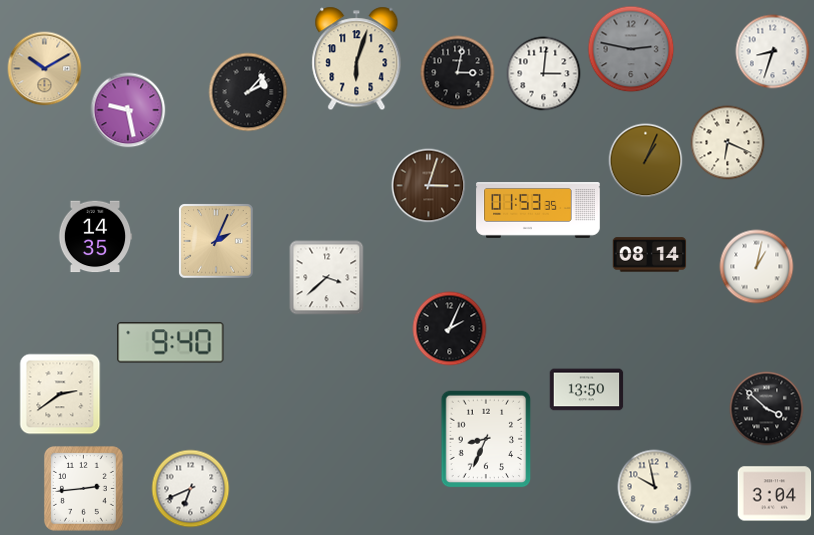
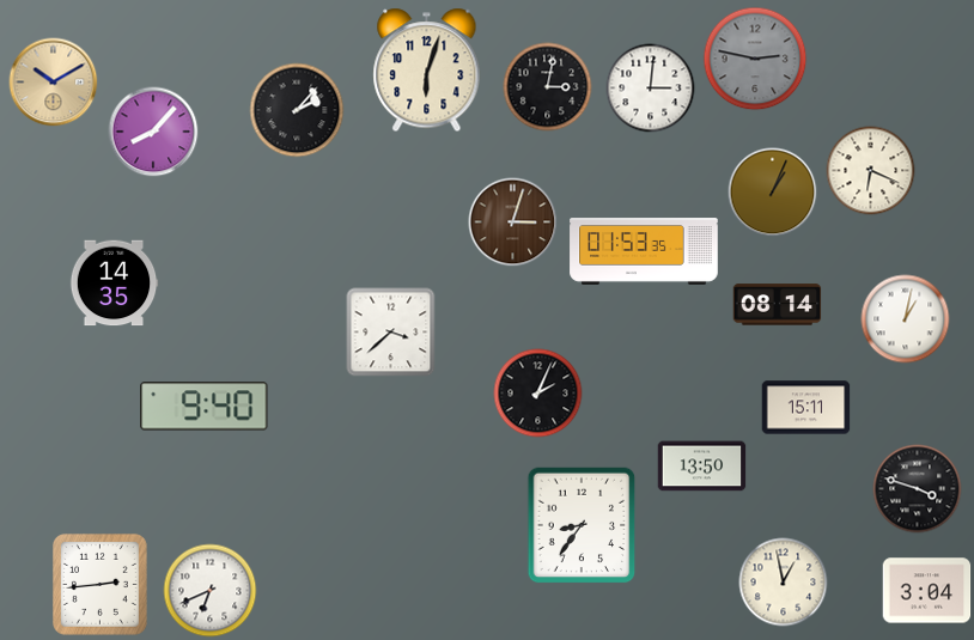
clock at (773, 52): 8:33 -> none
clock at (128, 110): 9:28 -> 8:07
clock at (216, 241): 2:04 -> none
clock at (806, 408): none -> 15:11
clock at (171, 343) position: (171, 343) -> (205, 407)
clock at (60, 394): 2:39 -> none
clock at (767, 409): 3:52 -> 3:48
clock at (486, 439): 8:34 -> 8:36
clock at (655, 487): 9:58 -> 12:58
clock at (191, 489) position: (191, 489) -> (211, 591)
